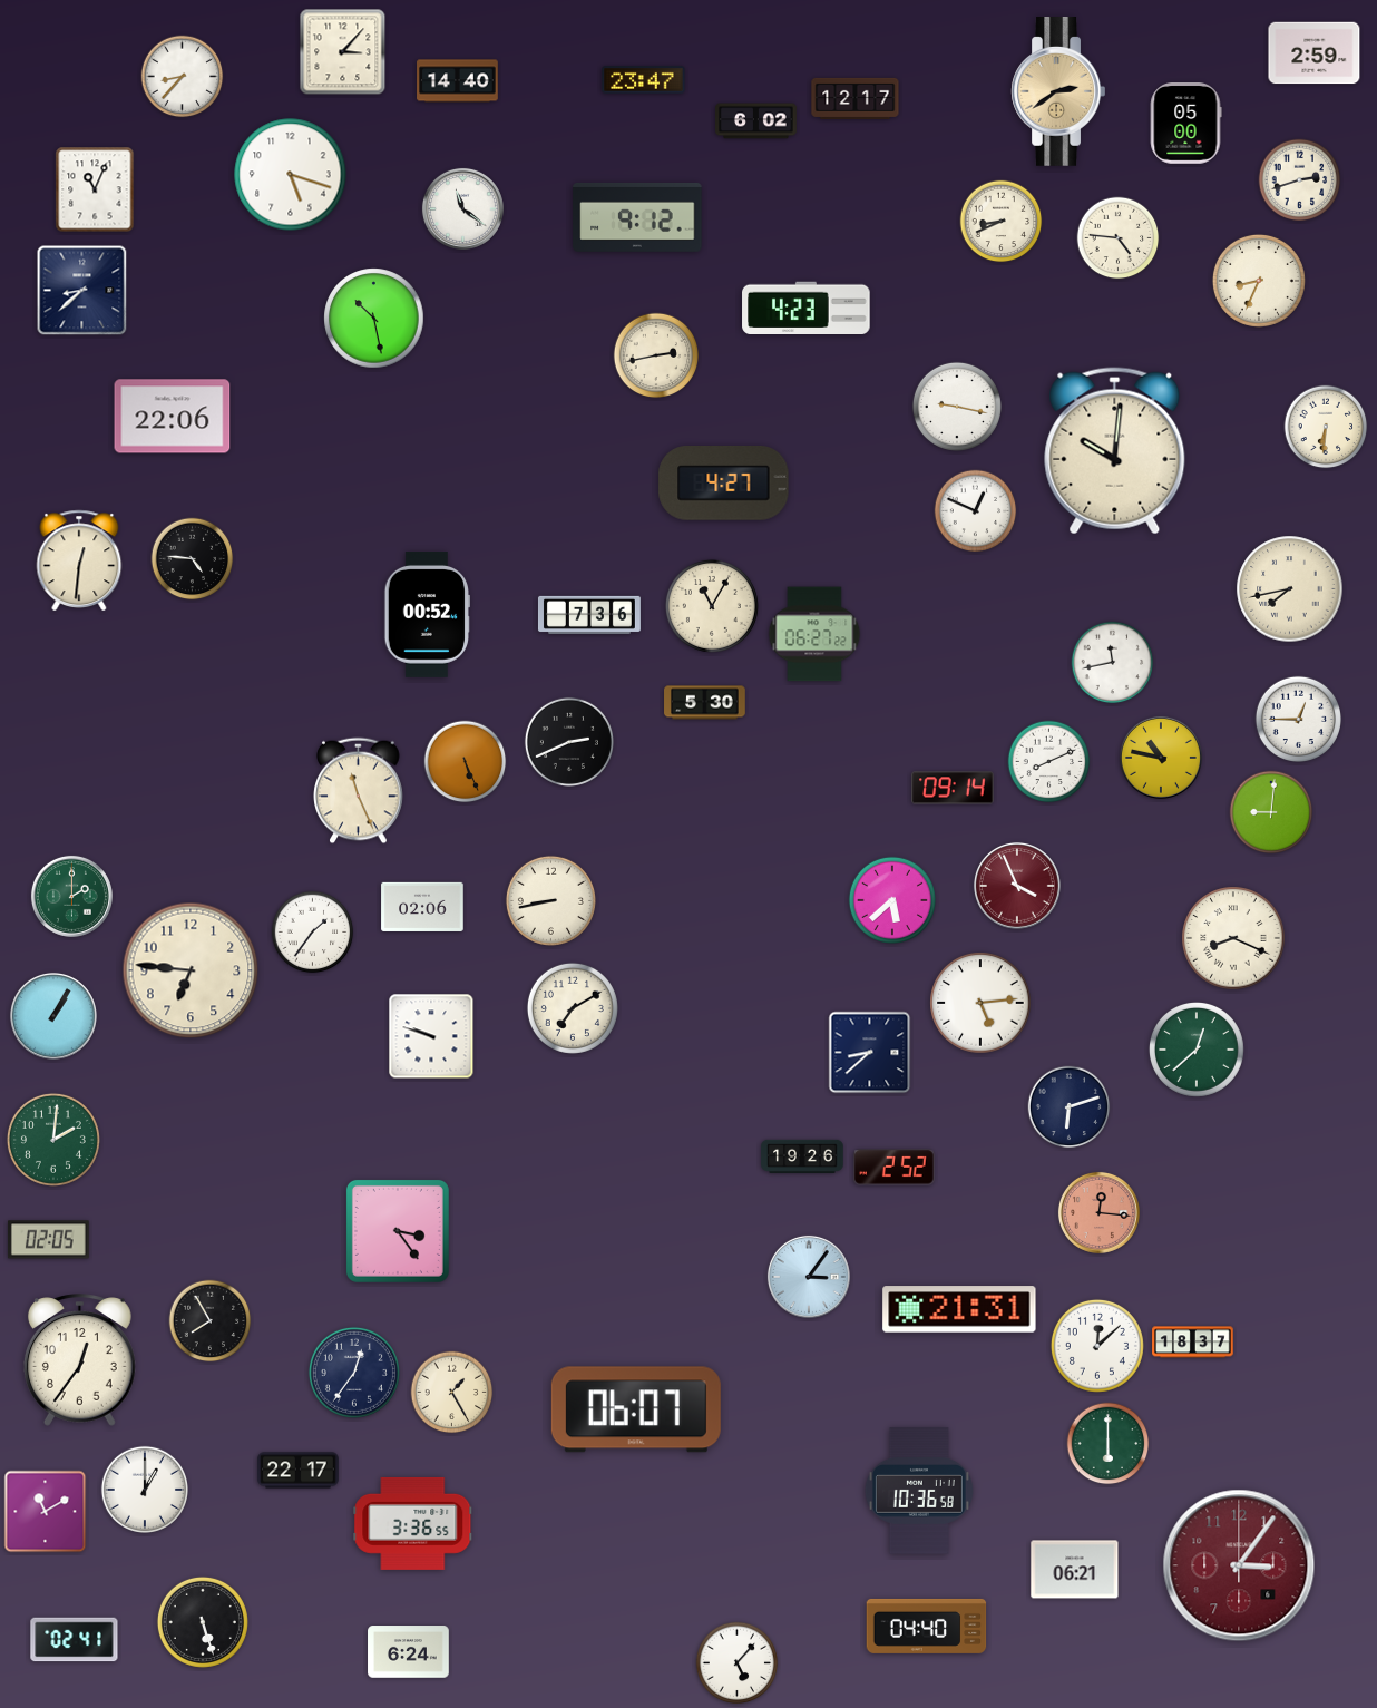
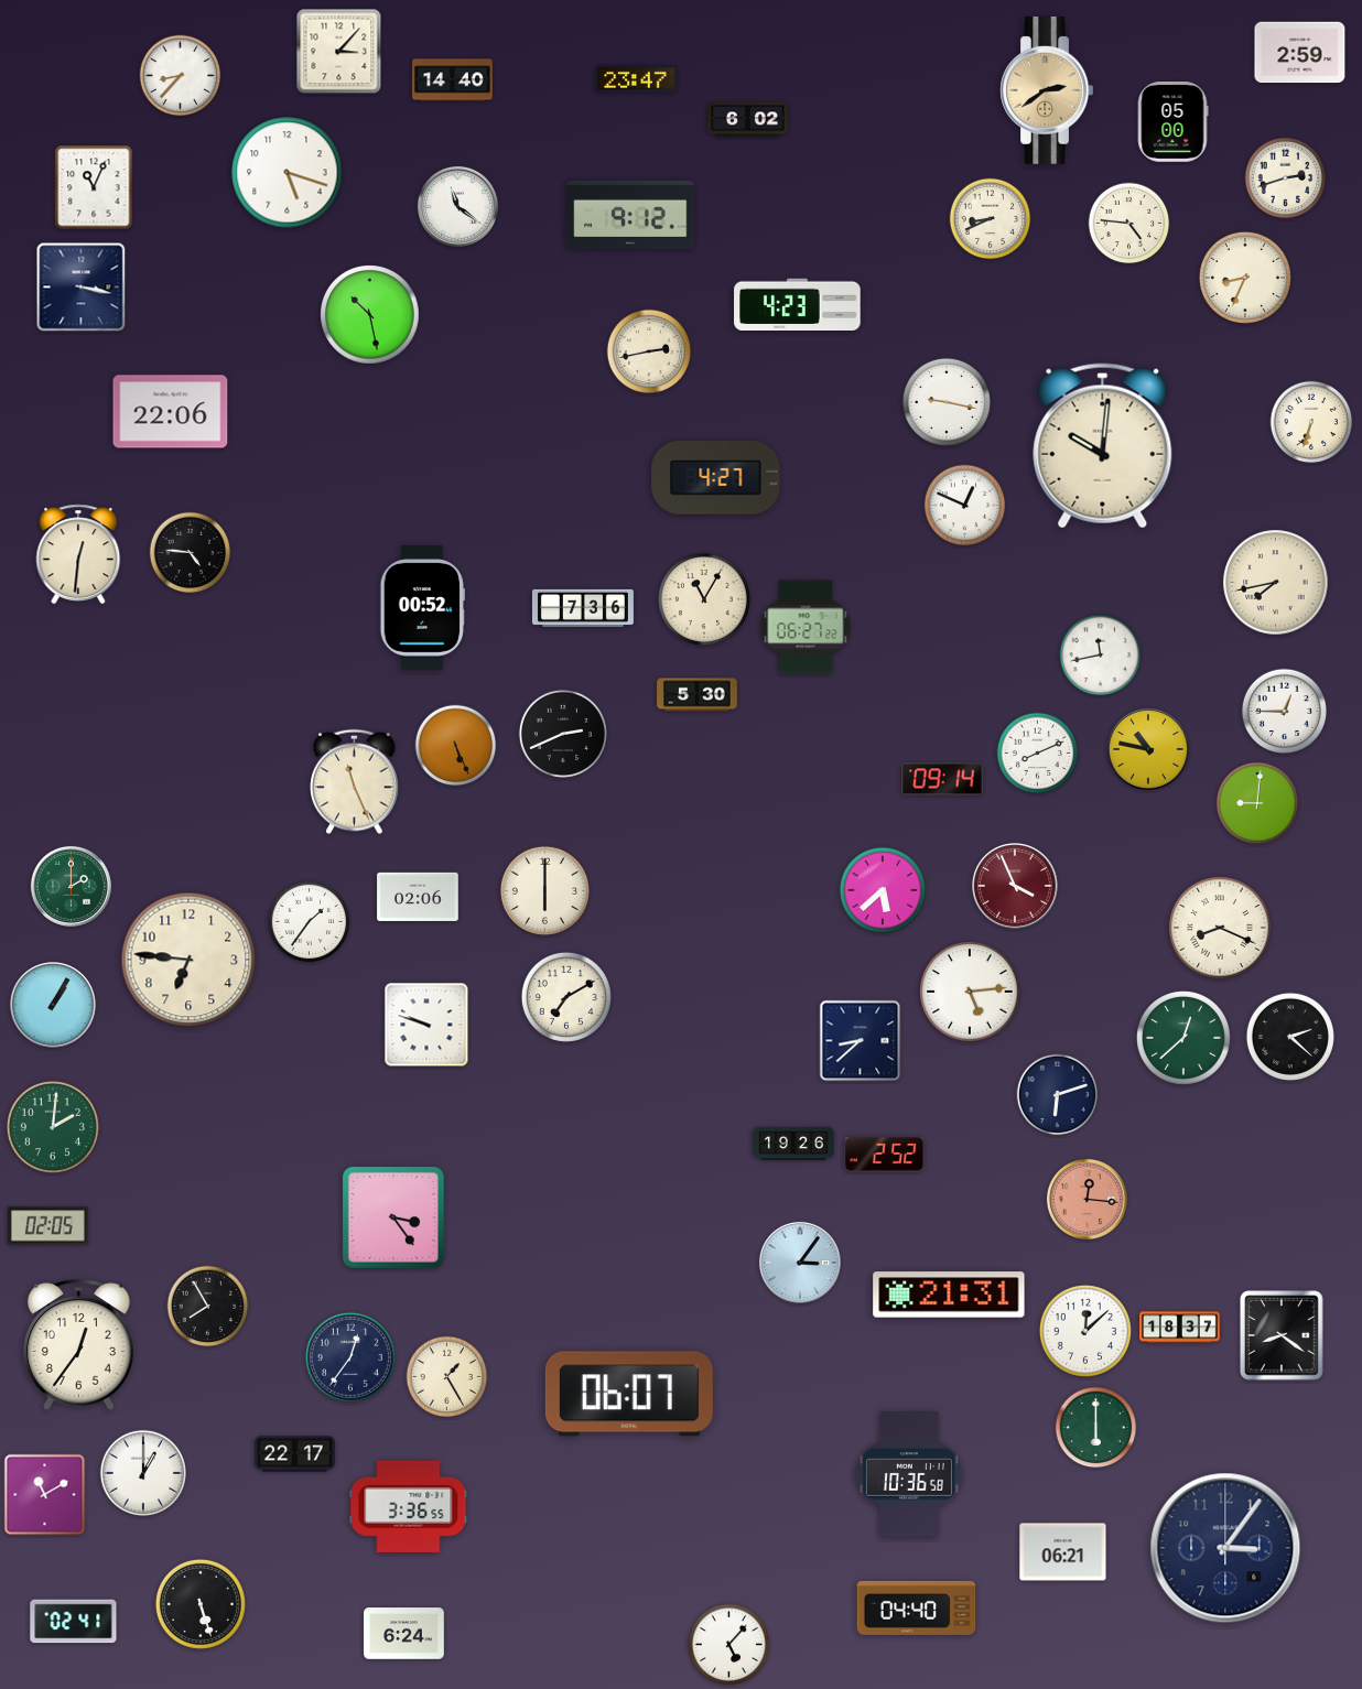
clock at (856, 98): 12:17 -> none
clock at (1119, 238) position: (1119, 238) -> (1129, 224)
clock at (82, 291): 8:38 -> 3:17
clock at (1326, 427): 6:31 -> 6:33
clock at (466, 762) position: (466, 762) -> (456, 746)
clock at (1017, 886) position: (1017, 886) -> (1015, 886)
clock at (550, 900): 8:43 -> 6:00
clock at (1290, 1037): none -> 2:22
clock at (1282, 1335): none -> 8:21
clock at (1239, 1565) dial: burgundy -> navy
